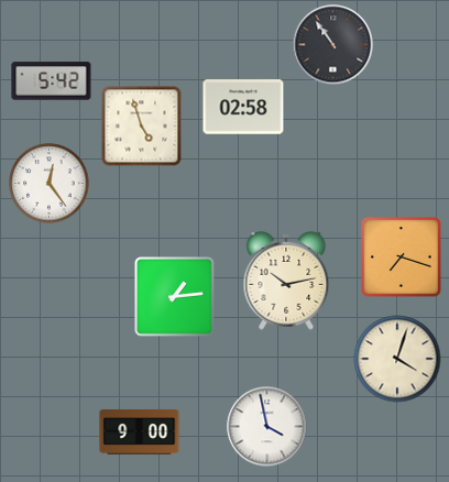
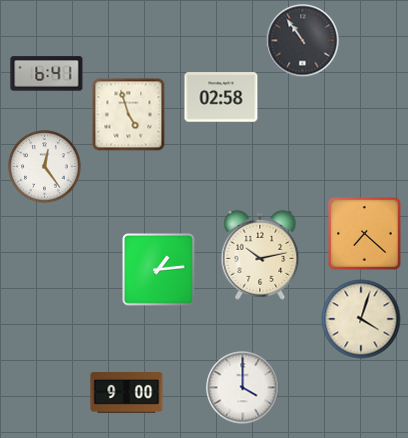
clock at (52, 81): 5:42 -> 6:41
clock at (402, 258): 7:18 -> 7:22
clock at (397, 359) position: (397, 359) -> (361, 319)
clock at (267, 427): 3:58 -> 4:00
